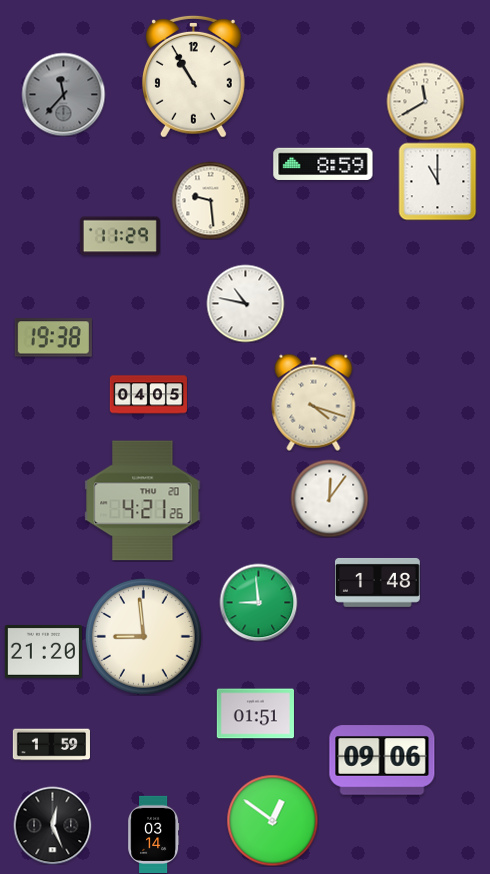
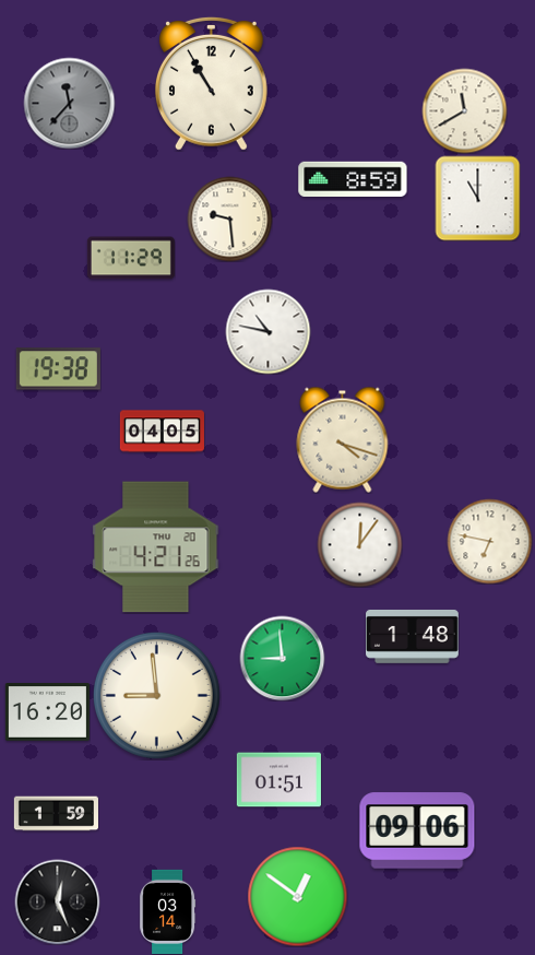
clock at (489, 541): none -> 6:47
clock at (43, 652): 21:20 -> 16:20
